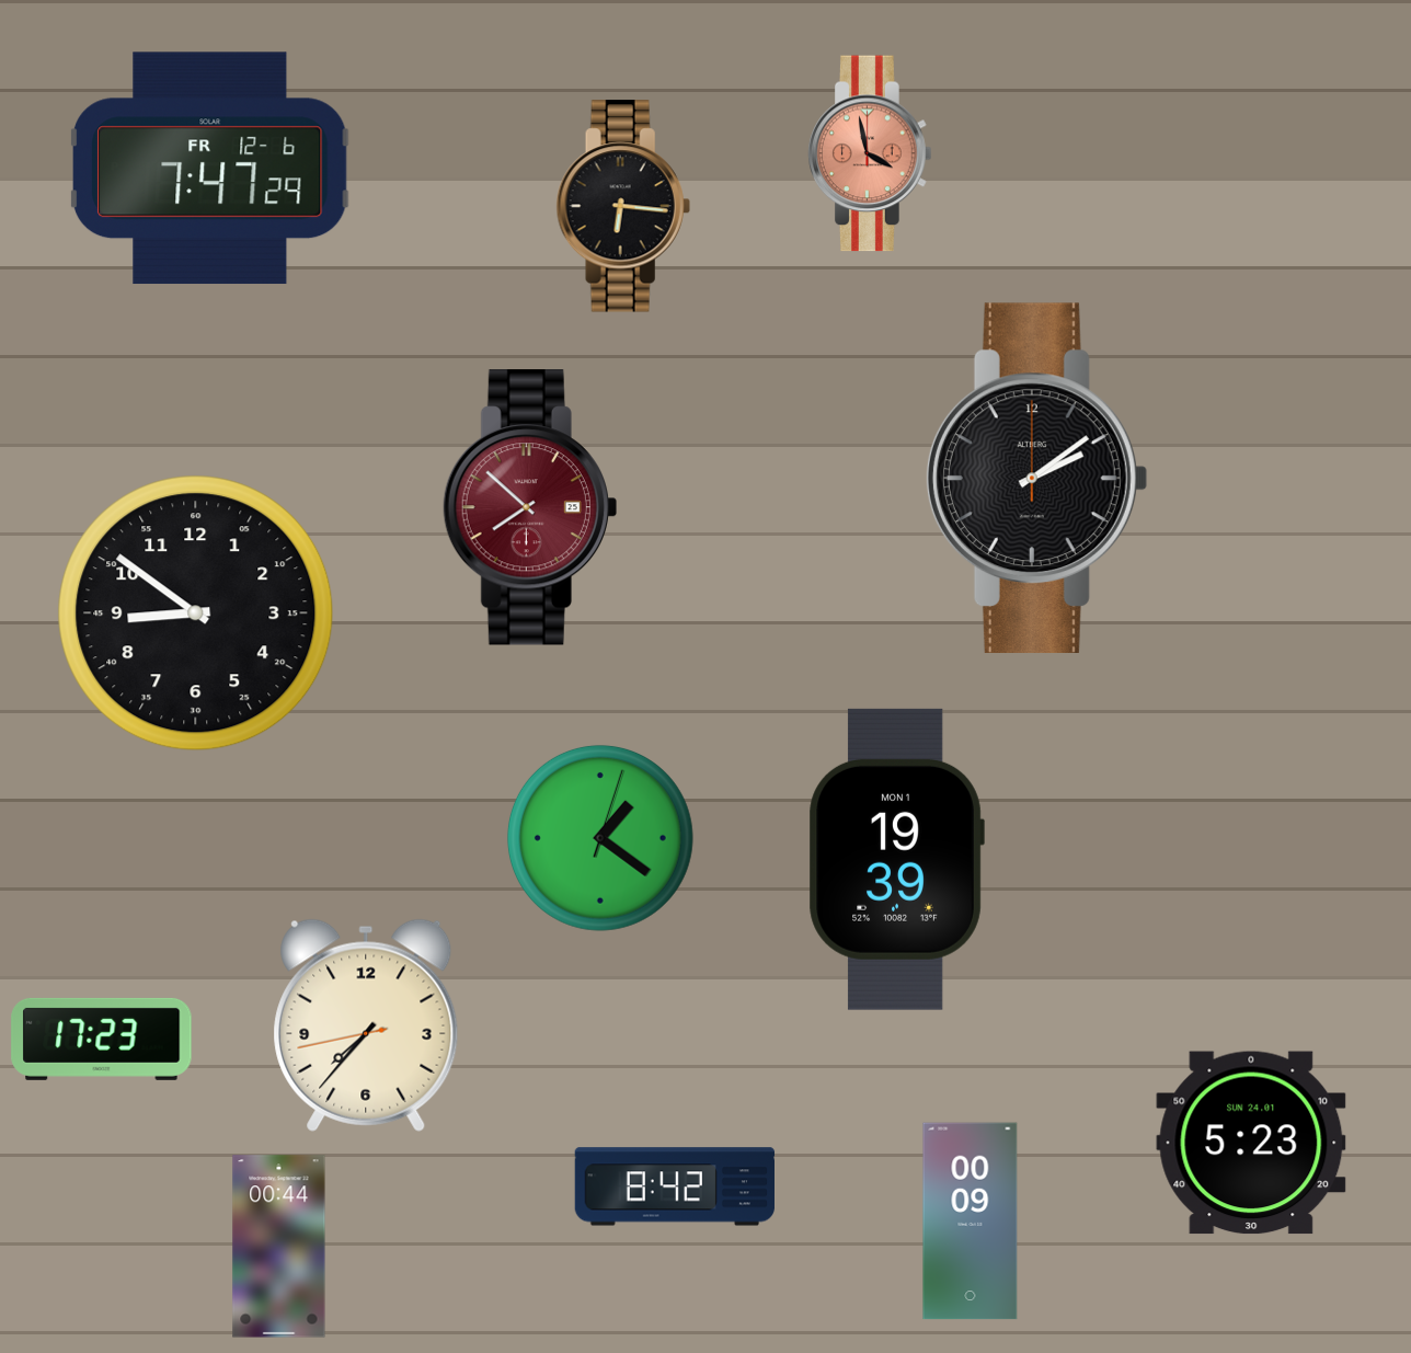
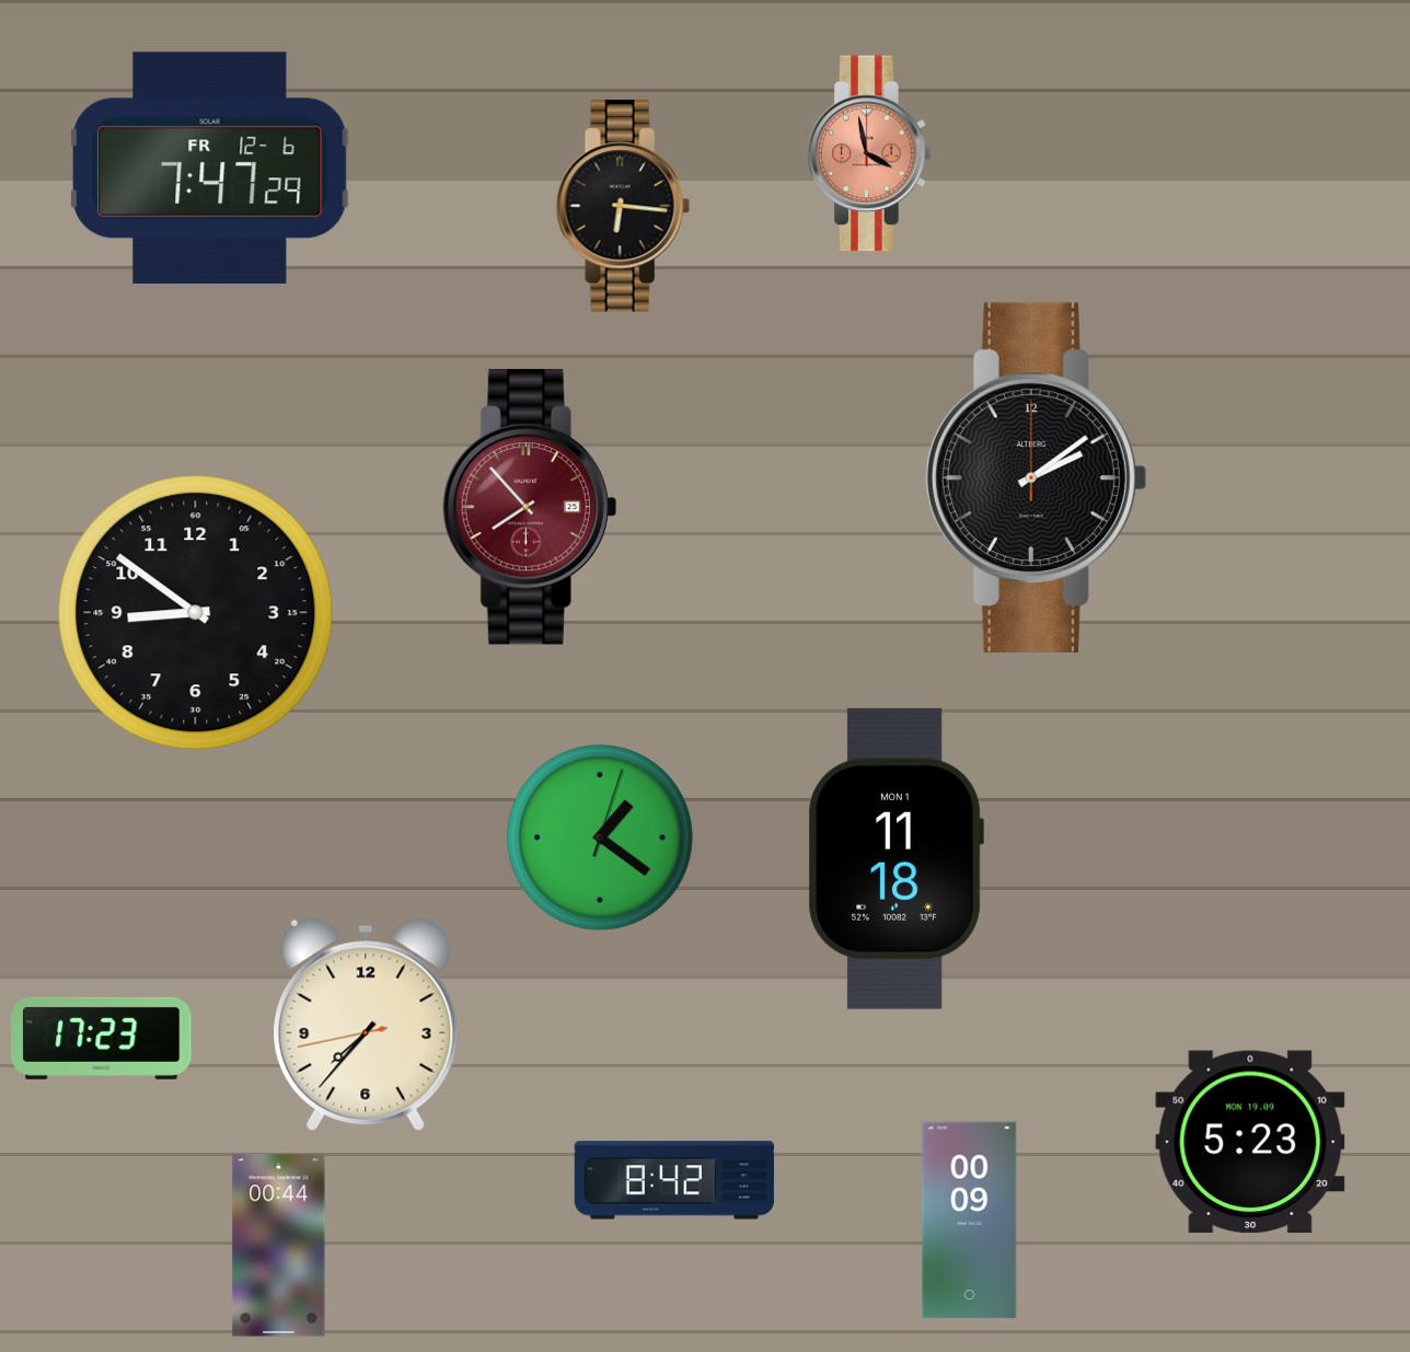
clock at (530, 507): 7:52 -> 7:53
clock at (896, 859): 19:39 -> 11:18
clock at (1251, 1143) date: SUN 24.01 -> MON 19.09
clock at (675, 1186) position: (675, 1186) -> (674, 1180)
